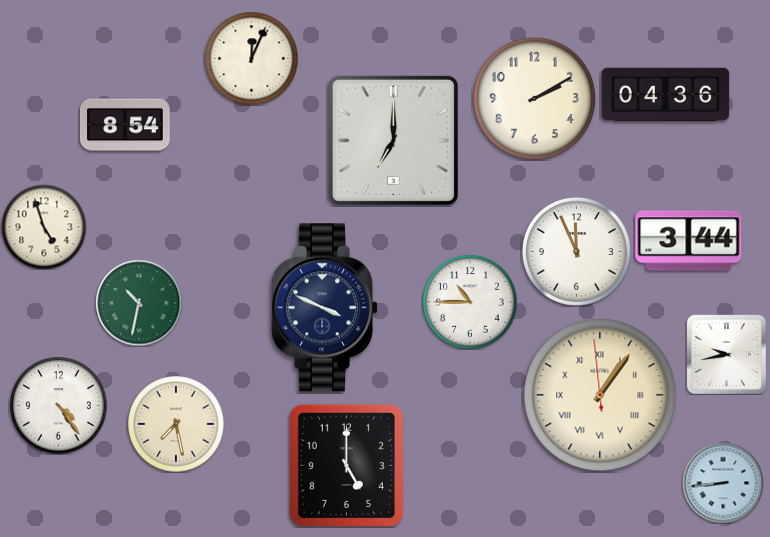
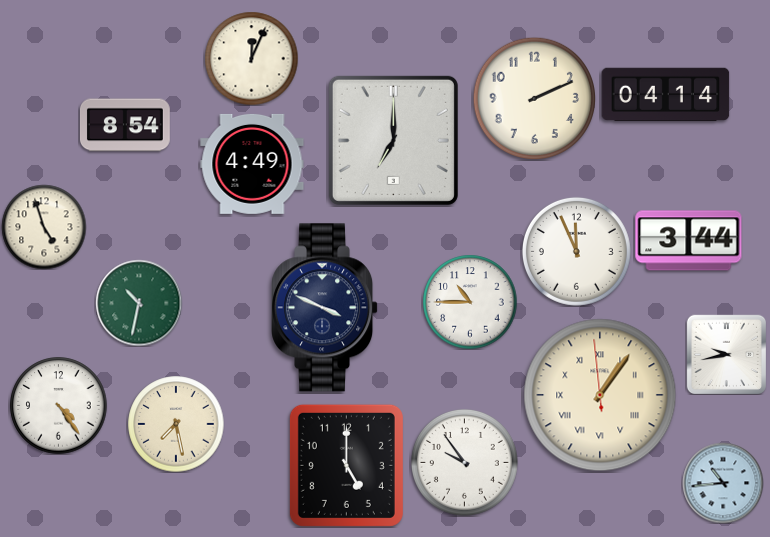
clock at (666, 95): 04:36 -> 04:14
clock at (534, 98): 2:10 -> 2:11
clock at (252, 164): none -> 4:49
clock at (464, 462): none -> 9:54
clock at (723, 483): 8:44 -> 10:44
